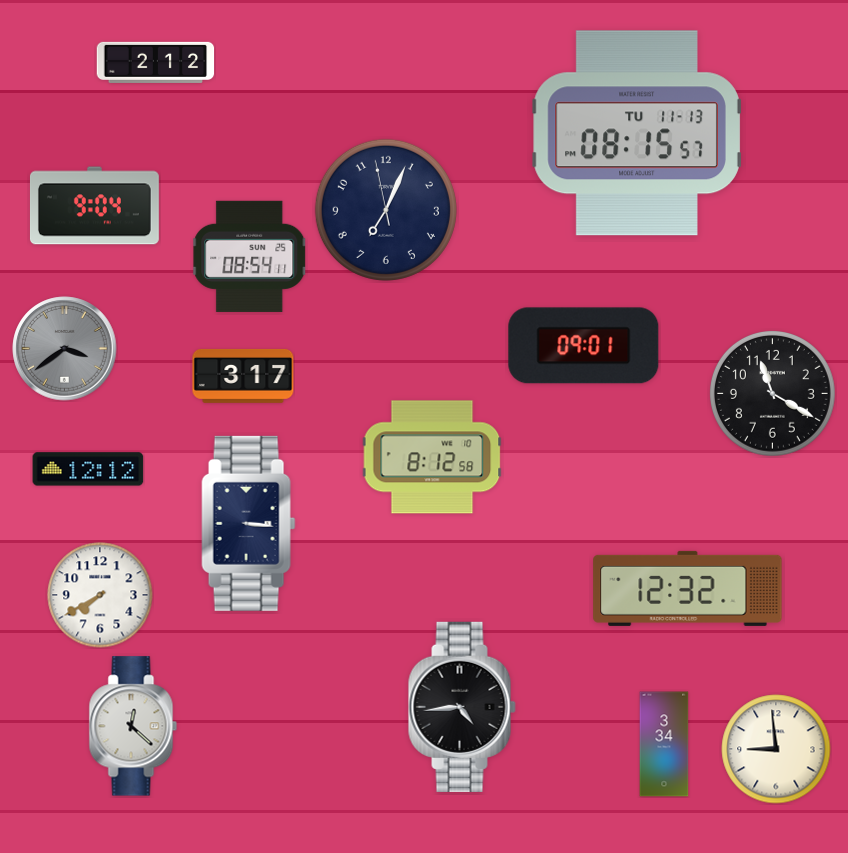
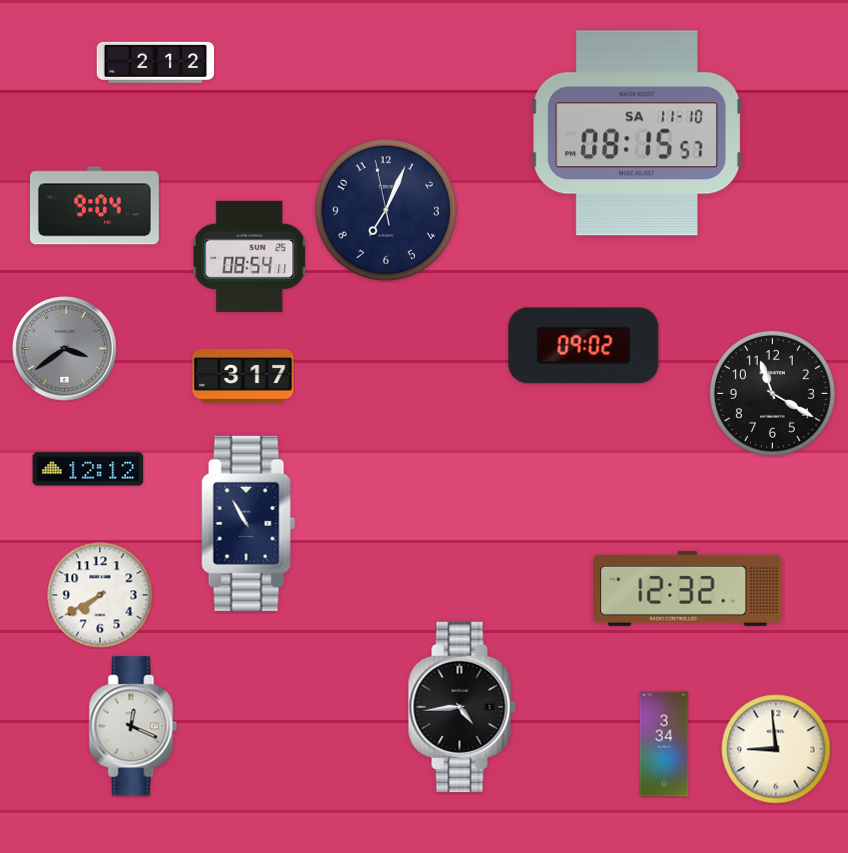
clock at (637, 133) date: TU 11-13 -> SA 11-10
clock at (584, 346): 09:01 -> 09:02
clock at (432, 457): 8:12 -> none
clock at (249, 523): 3:16 -> 10:55
clock at (133, 726): 12:22 -> 12:19
